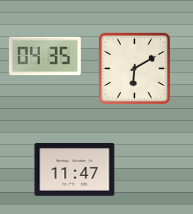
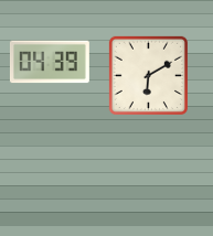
clock at (45, 56): 04:35 -> 04:39
clock at (75, 169): 11:47 -> none
